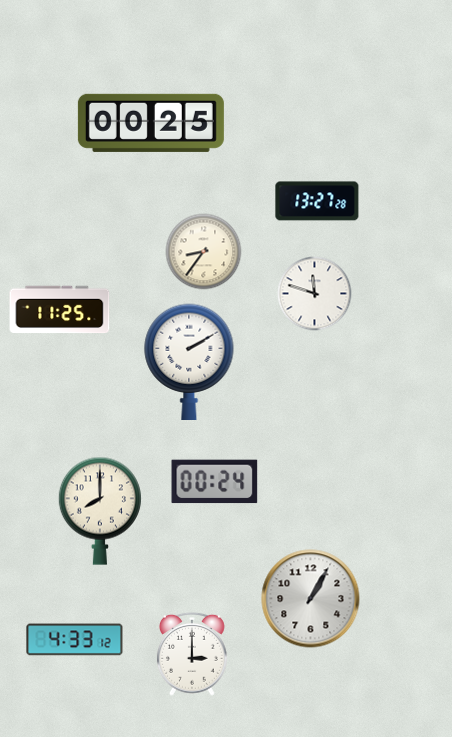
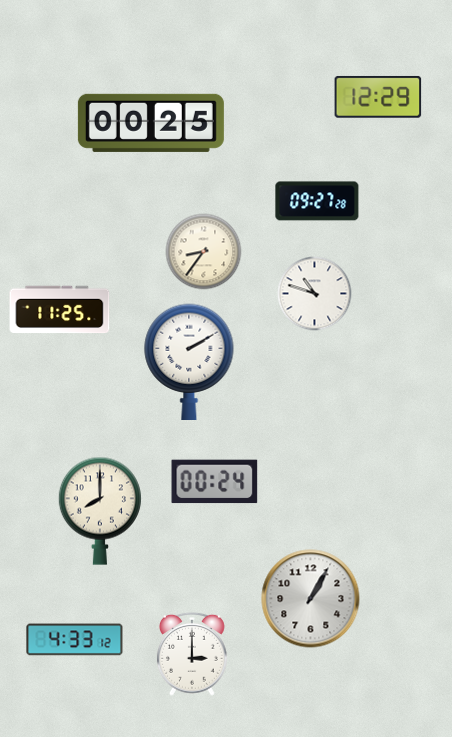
clock at (378, 97): none -> 12:29
clock at (317, 201): 13:27 -> 09:27
clock at (315, 294): 11:48 -> 10:48
